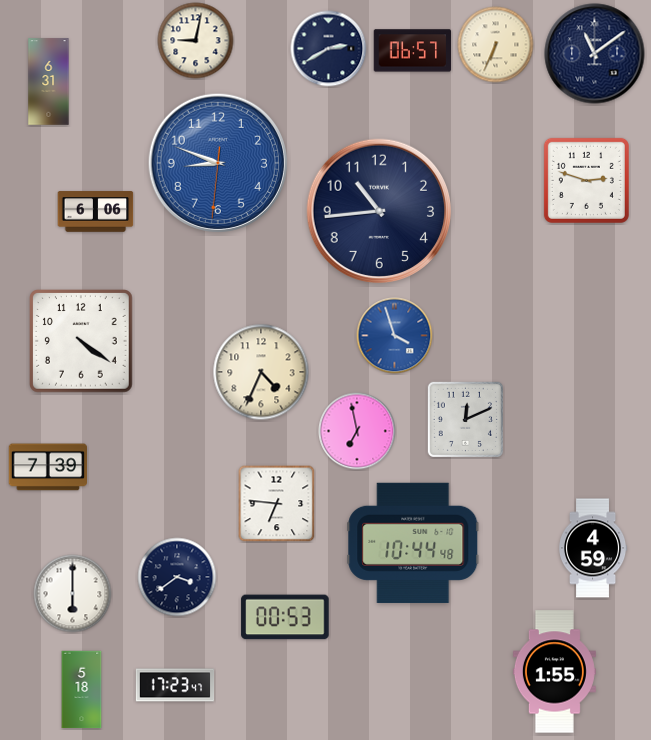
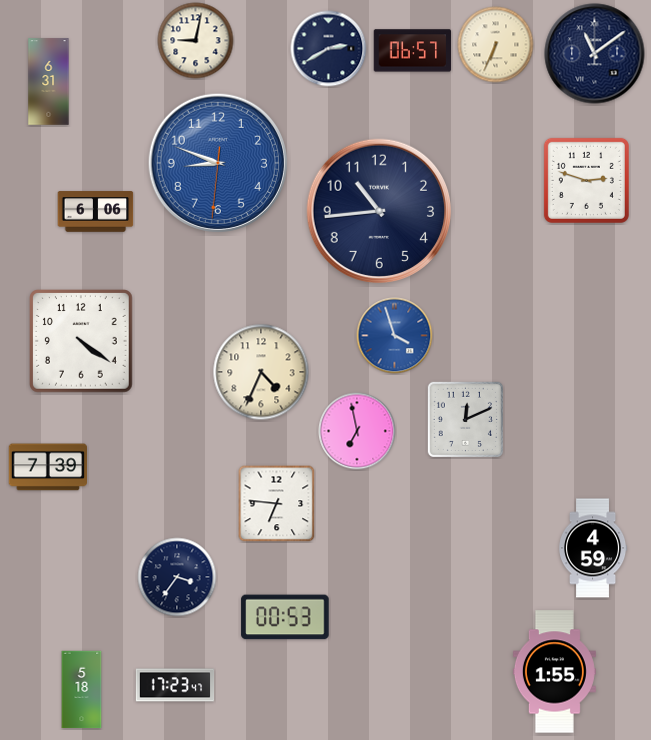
clock at (413, 543): 10:44 -> none
clock at (177, 577): 3:39 -> 3:36
clock at (73, 594): 6:00 -> none
